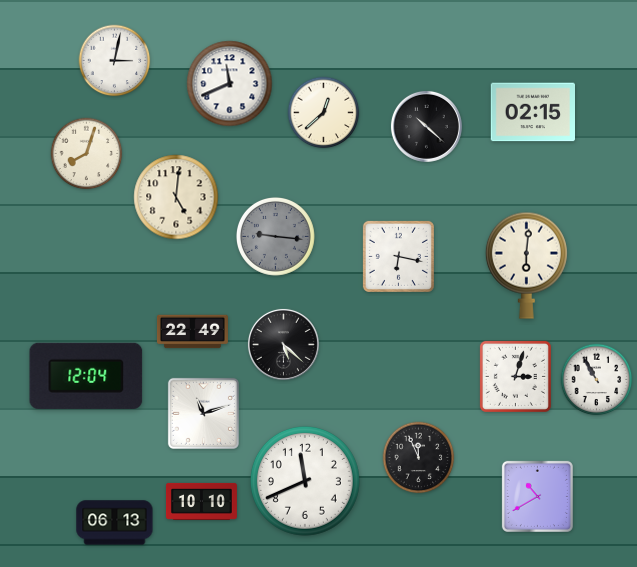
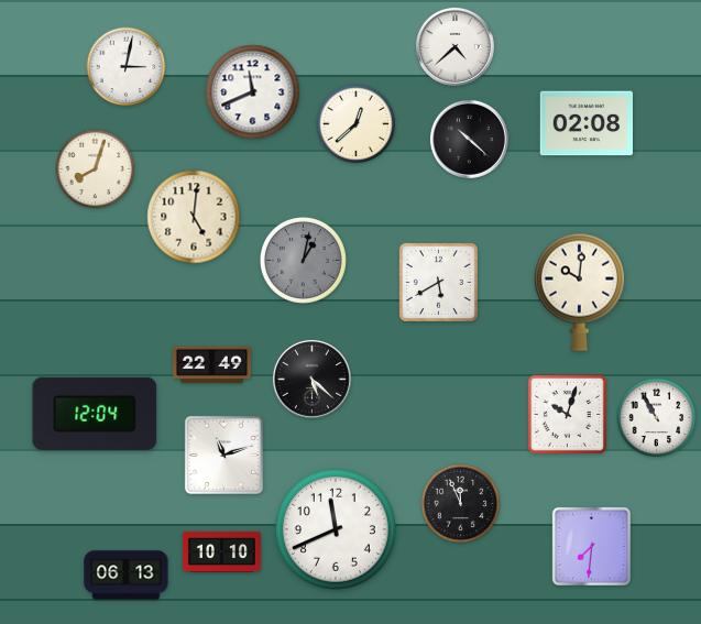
clock at (454, 46): none -> 4:38
clock at (532, 112): 02:15 -> 02:08
clock at (275, 236): 9:16 -> 1:02
clock at (398, 256): 6:17 -> 5:40
clock at (526, 265): 6:01 -> 10:01
clock at (515, 376): 3:03 -> 10:03
clock at (537, 496): 10:40 -> 7:31
